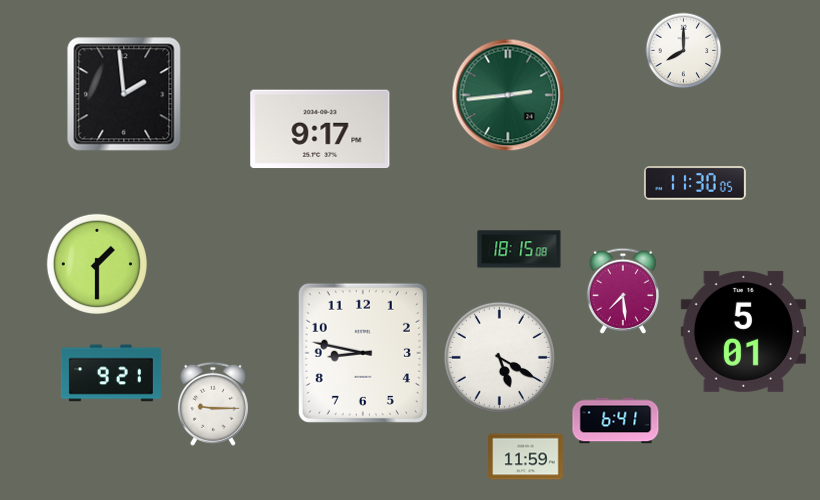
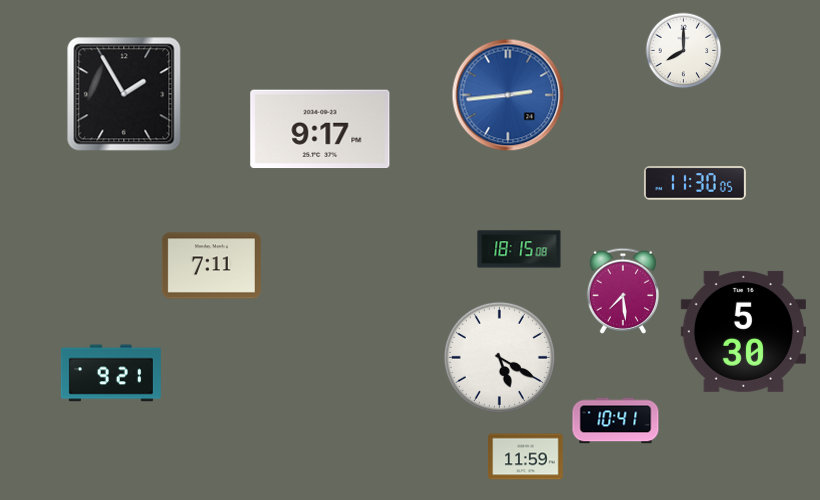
clock at (124, 94): 1:59 -> 1:55
clock at (508, 95) dial: green -> blue
clock at (96, 263): 1:30 -> none
clock at (211, 266): none -> 7:11
clock at (743, 331): 5:01 -> 5:30
clock at (363, 353): 8:47 -> none
clock at (213, 404): 9:15 -> none
clock at (616, 421): 6:41 -> 10:41
